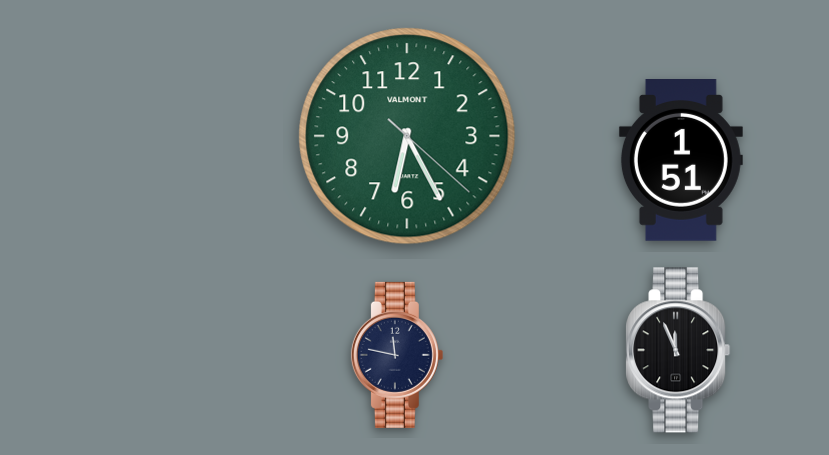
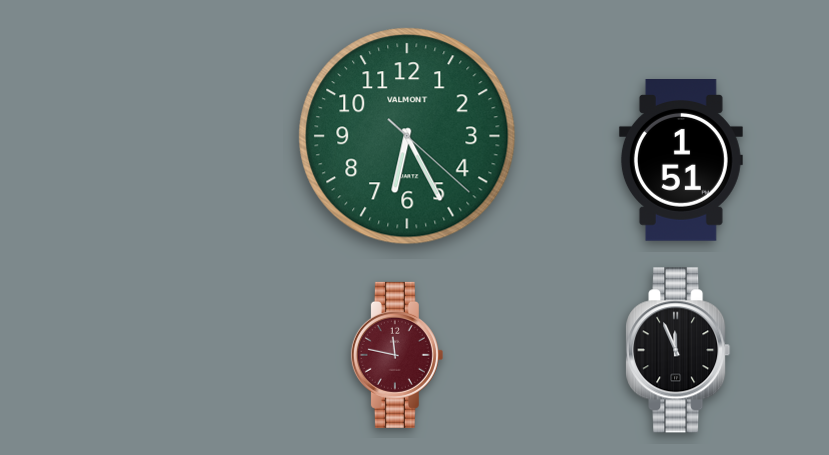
clock at (397, 355) dial: navy -> burgundy
